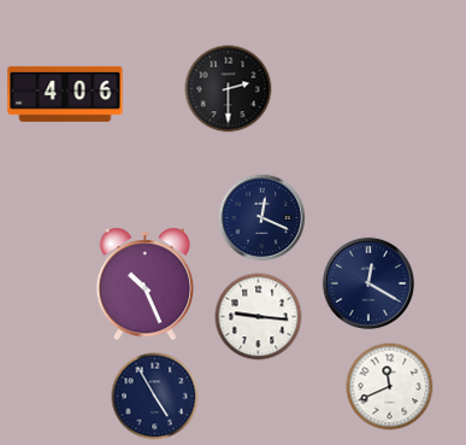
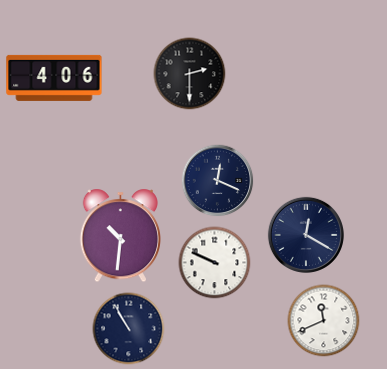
clock at (144, 285): 10:26 -> 10:31
clock at (259, 317): 9:16 -> 9:49
clock at (155, 397): 4:55 -> 10:55
